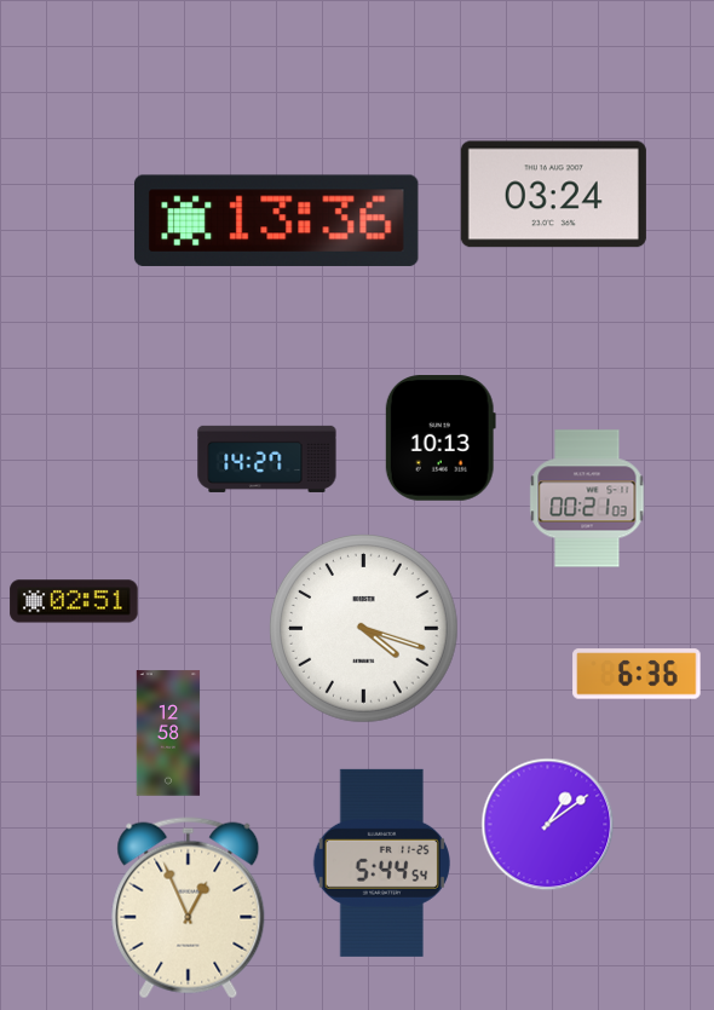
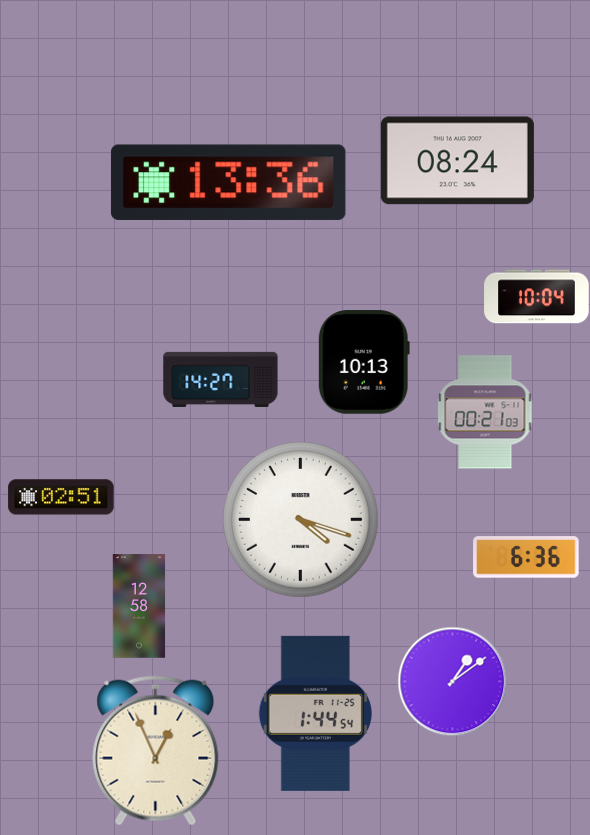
clock at (553, 195): 03:24 -> 08:24
clock at (537, 297): none -> 10:04
clock at (381, 862): 5:44 -> 1:44
